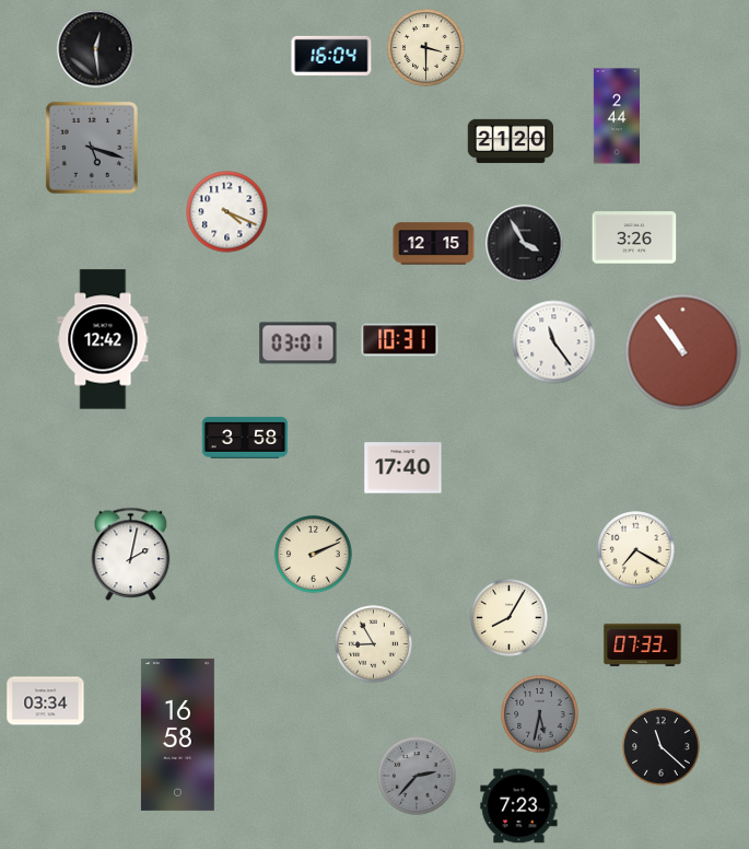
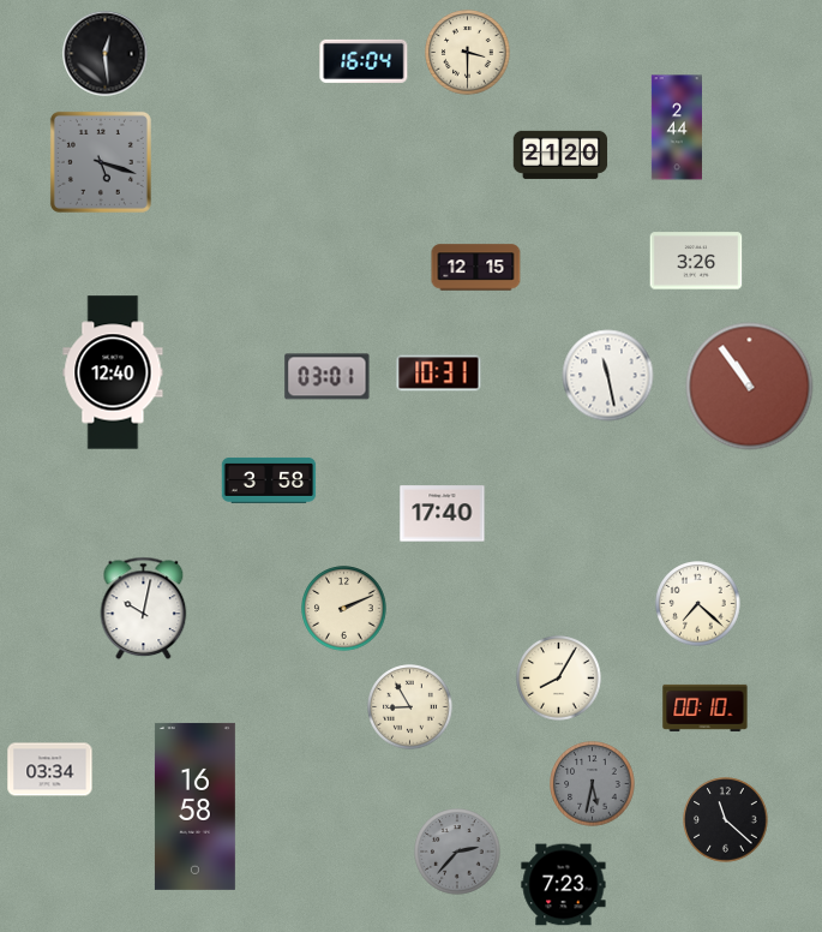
clock at (227, 212): 4:19 -> none
clock at (525, 244): 3:55 -> none
clock at (103, 339): 12:42 -> 12:40
clock at (554, 342): 11:24 -> 11:28
clock at (636, 550): 7:20 -> 7:22
clock at (131, 555): 2:02 -> 10:02
clock at (643, 644): 07:33 -> 00:10
clock at (519, 806) position: (519, 806) -> (564, 885)
